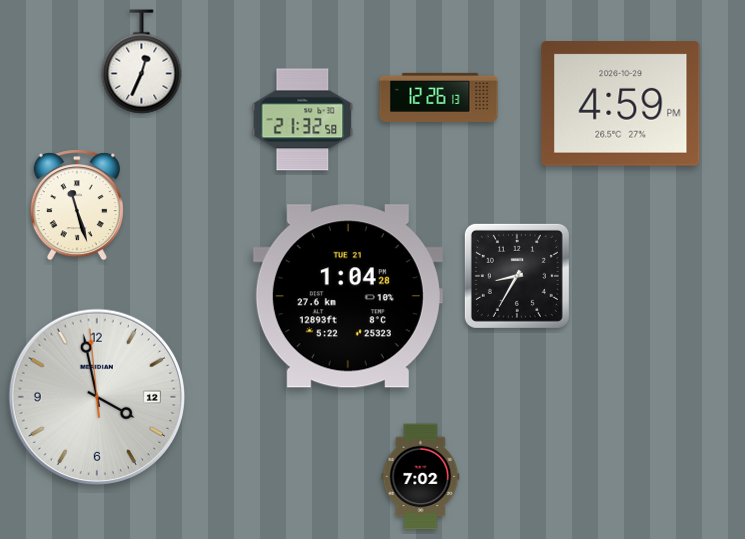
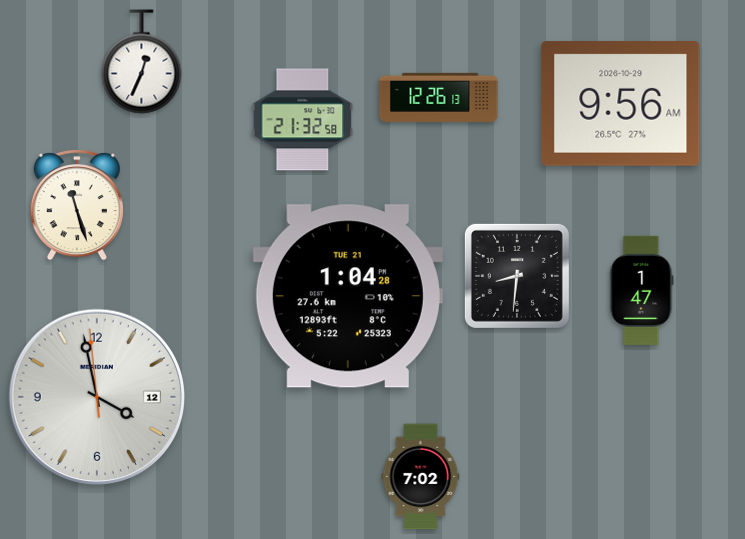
clock at (621, 104): 4:59 -> 9:56
clock at (517, 276): 8:35 -> 8:31
clock at (642, 290): none -> 1:47
